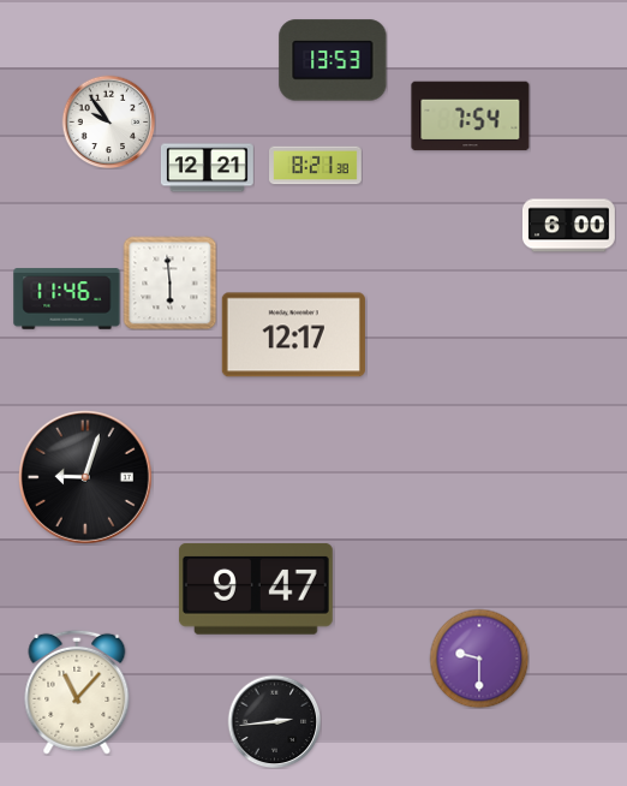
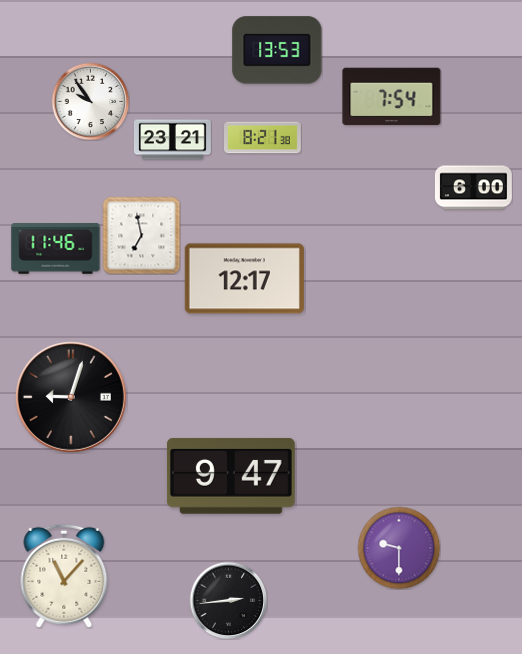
clock at (207, 168): 12:21 -> 23:21
clock at (169, 282): 5:59 -> 6:58
clock at (256, 589) position: (256, 589) -> (231, 476)
